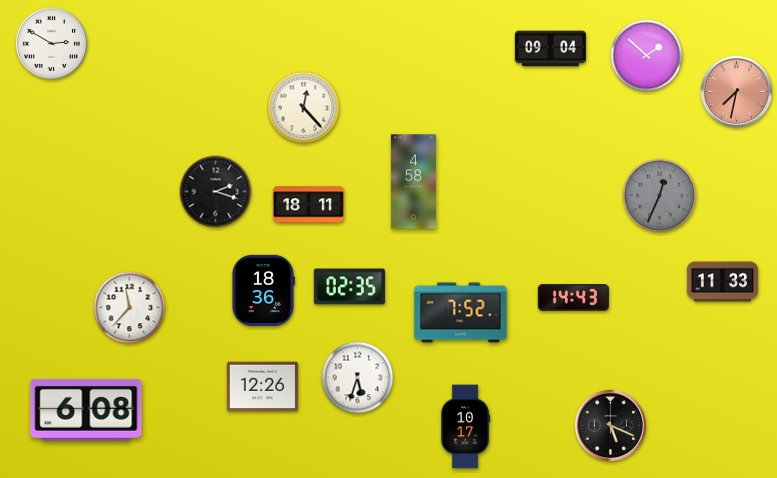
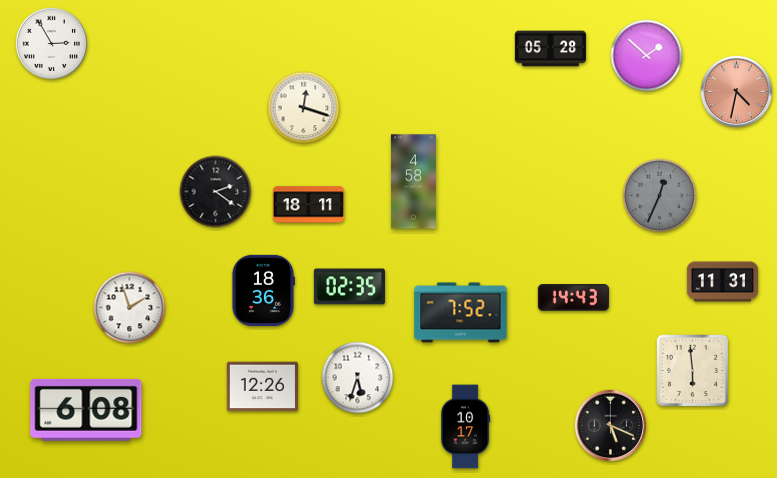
clock at (51, 43): 2:50 -> 2:55
clock at (550, 49): 09:04 -> 05:28
clock at (736, 91): 7:32 -> 4:32
clock at (304, 108): 12:23 -> 12:18
clock at (216, 192): 2:18 -> 2:21
clock at (722, 282): 11:33 -> 11:31
clock at (130, 308): 11:37 -> 1:57
clock at (693, 371): none -> 5:59
